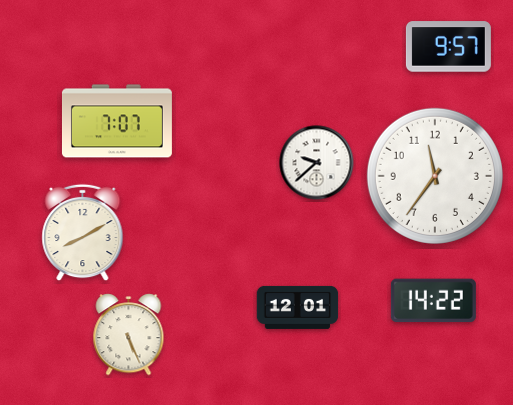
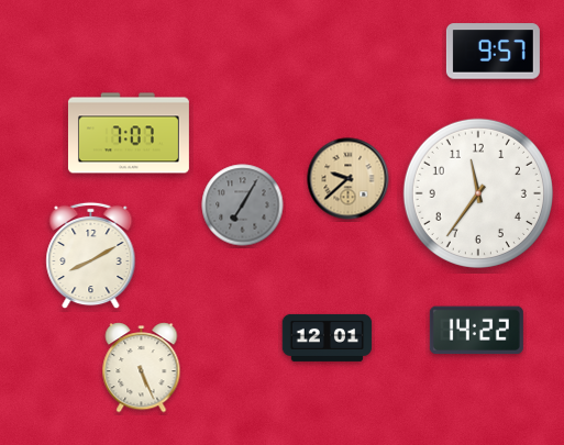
clock at (317, 163) dial: white -> champagne
clock at (243, 205): none -> 7:05
